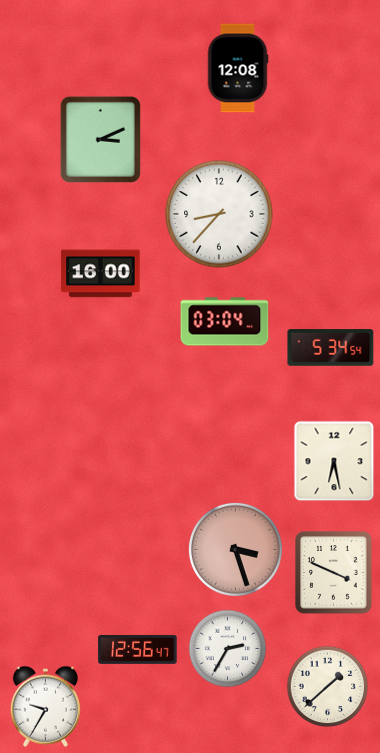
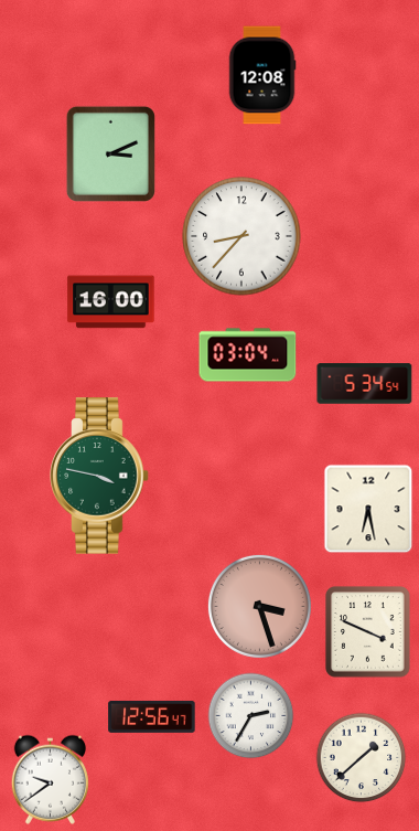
clock at (99, 476): none -> 3:47
clock at (45, 706): 9:35 -> 9:39
